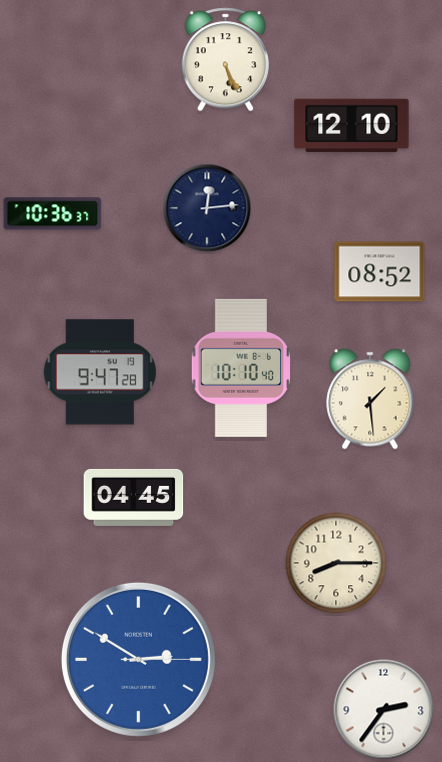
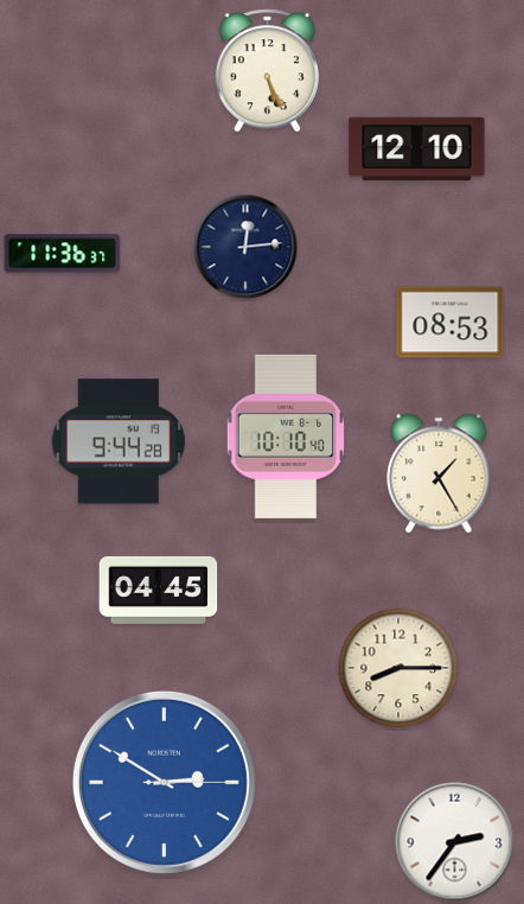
clock at (53, 214): 10:36 -> 11:36
clock at (380, 272): 08:52 -> 08:53
clock at (99, 372): 9:47 -> 9:44
clock at (370, 399): 1:29 -> 1:25
